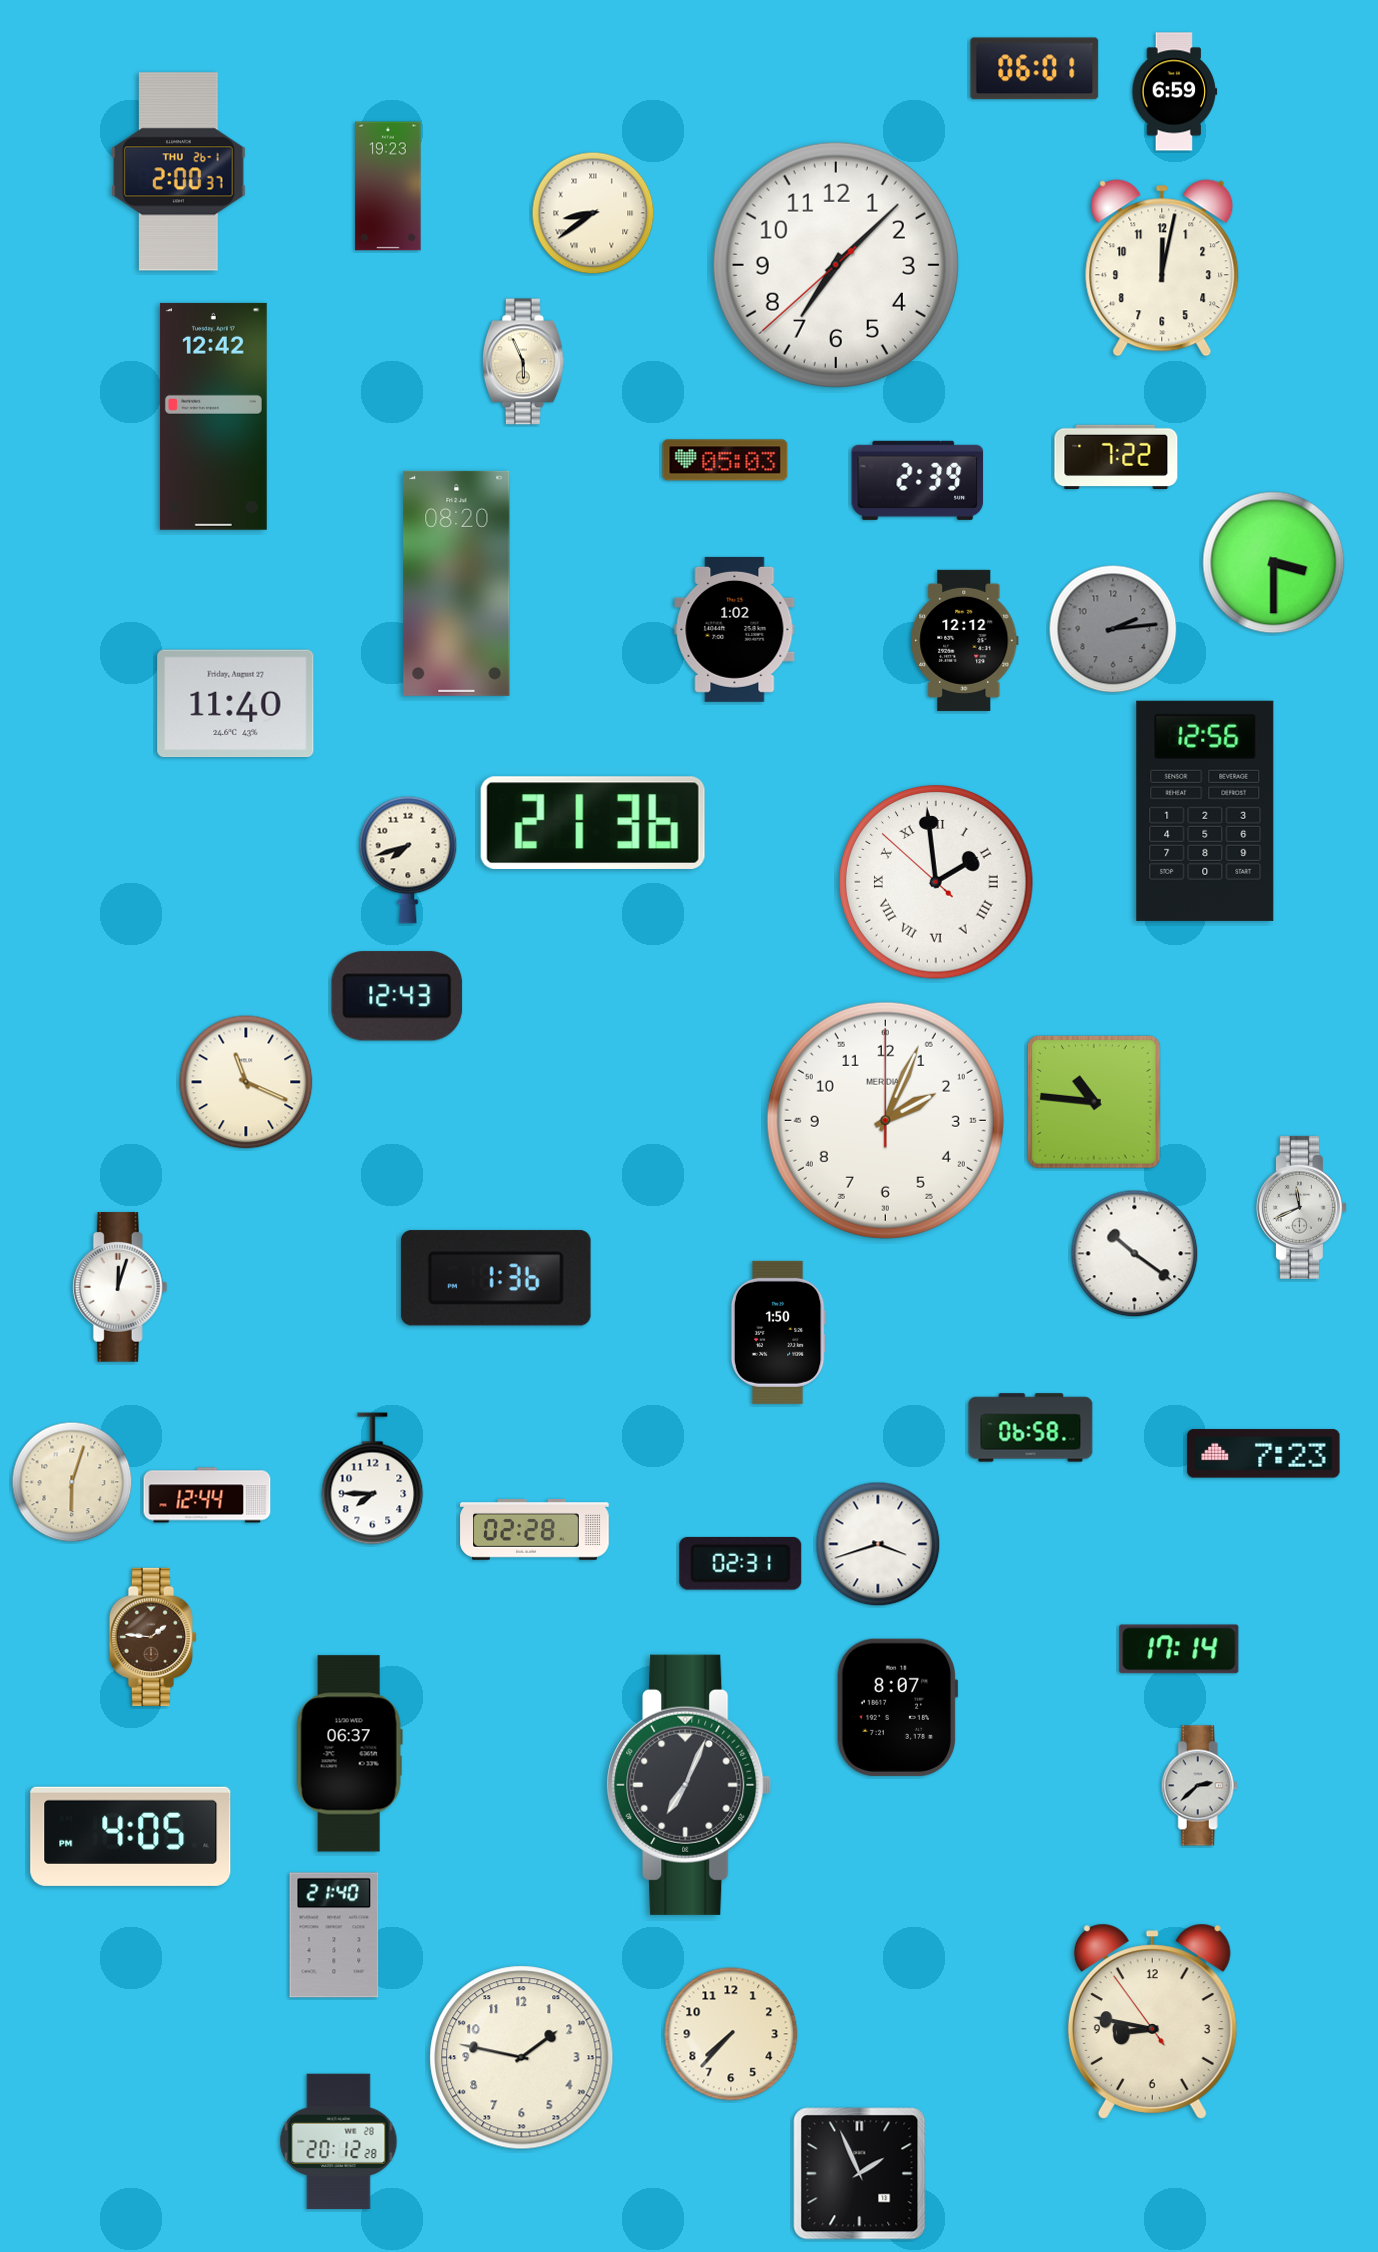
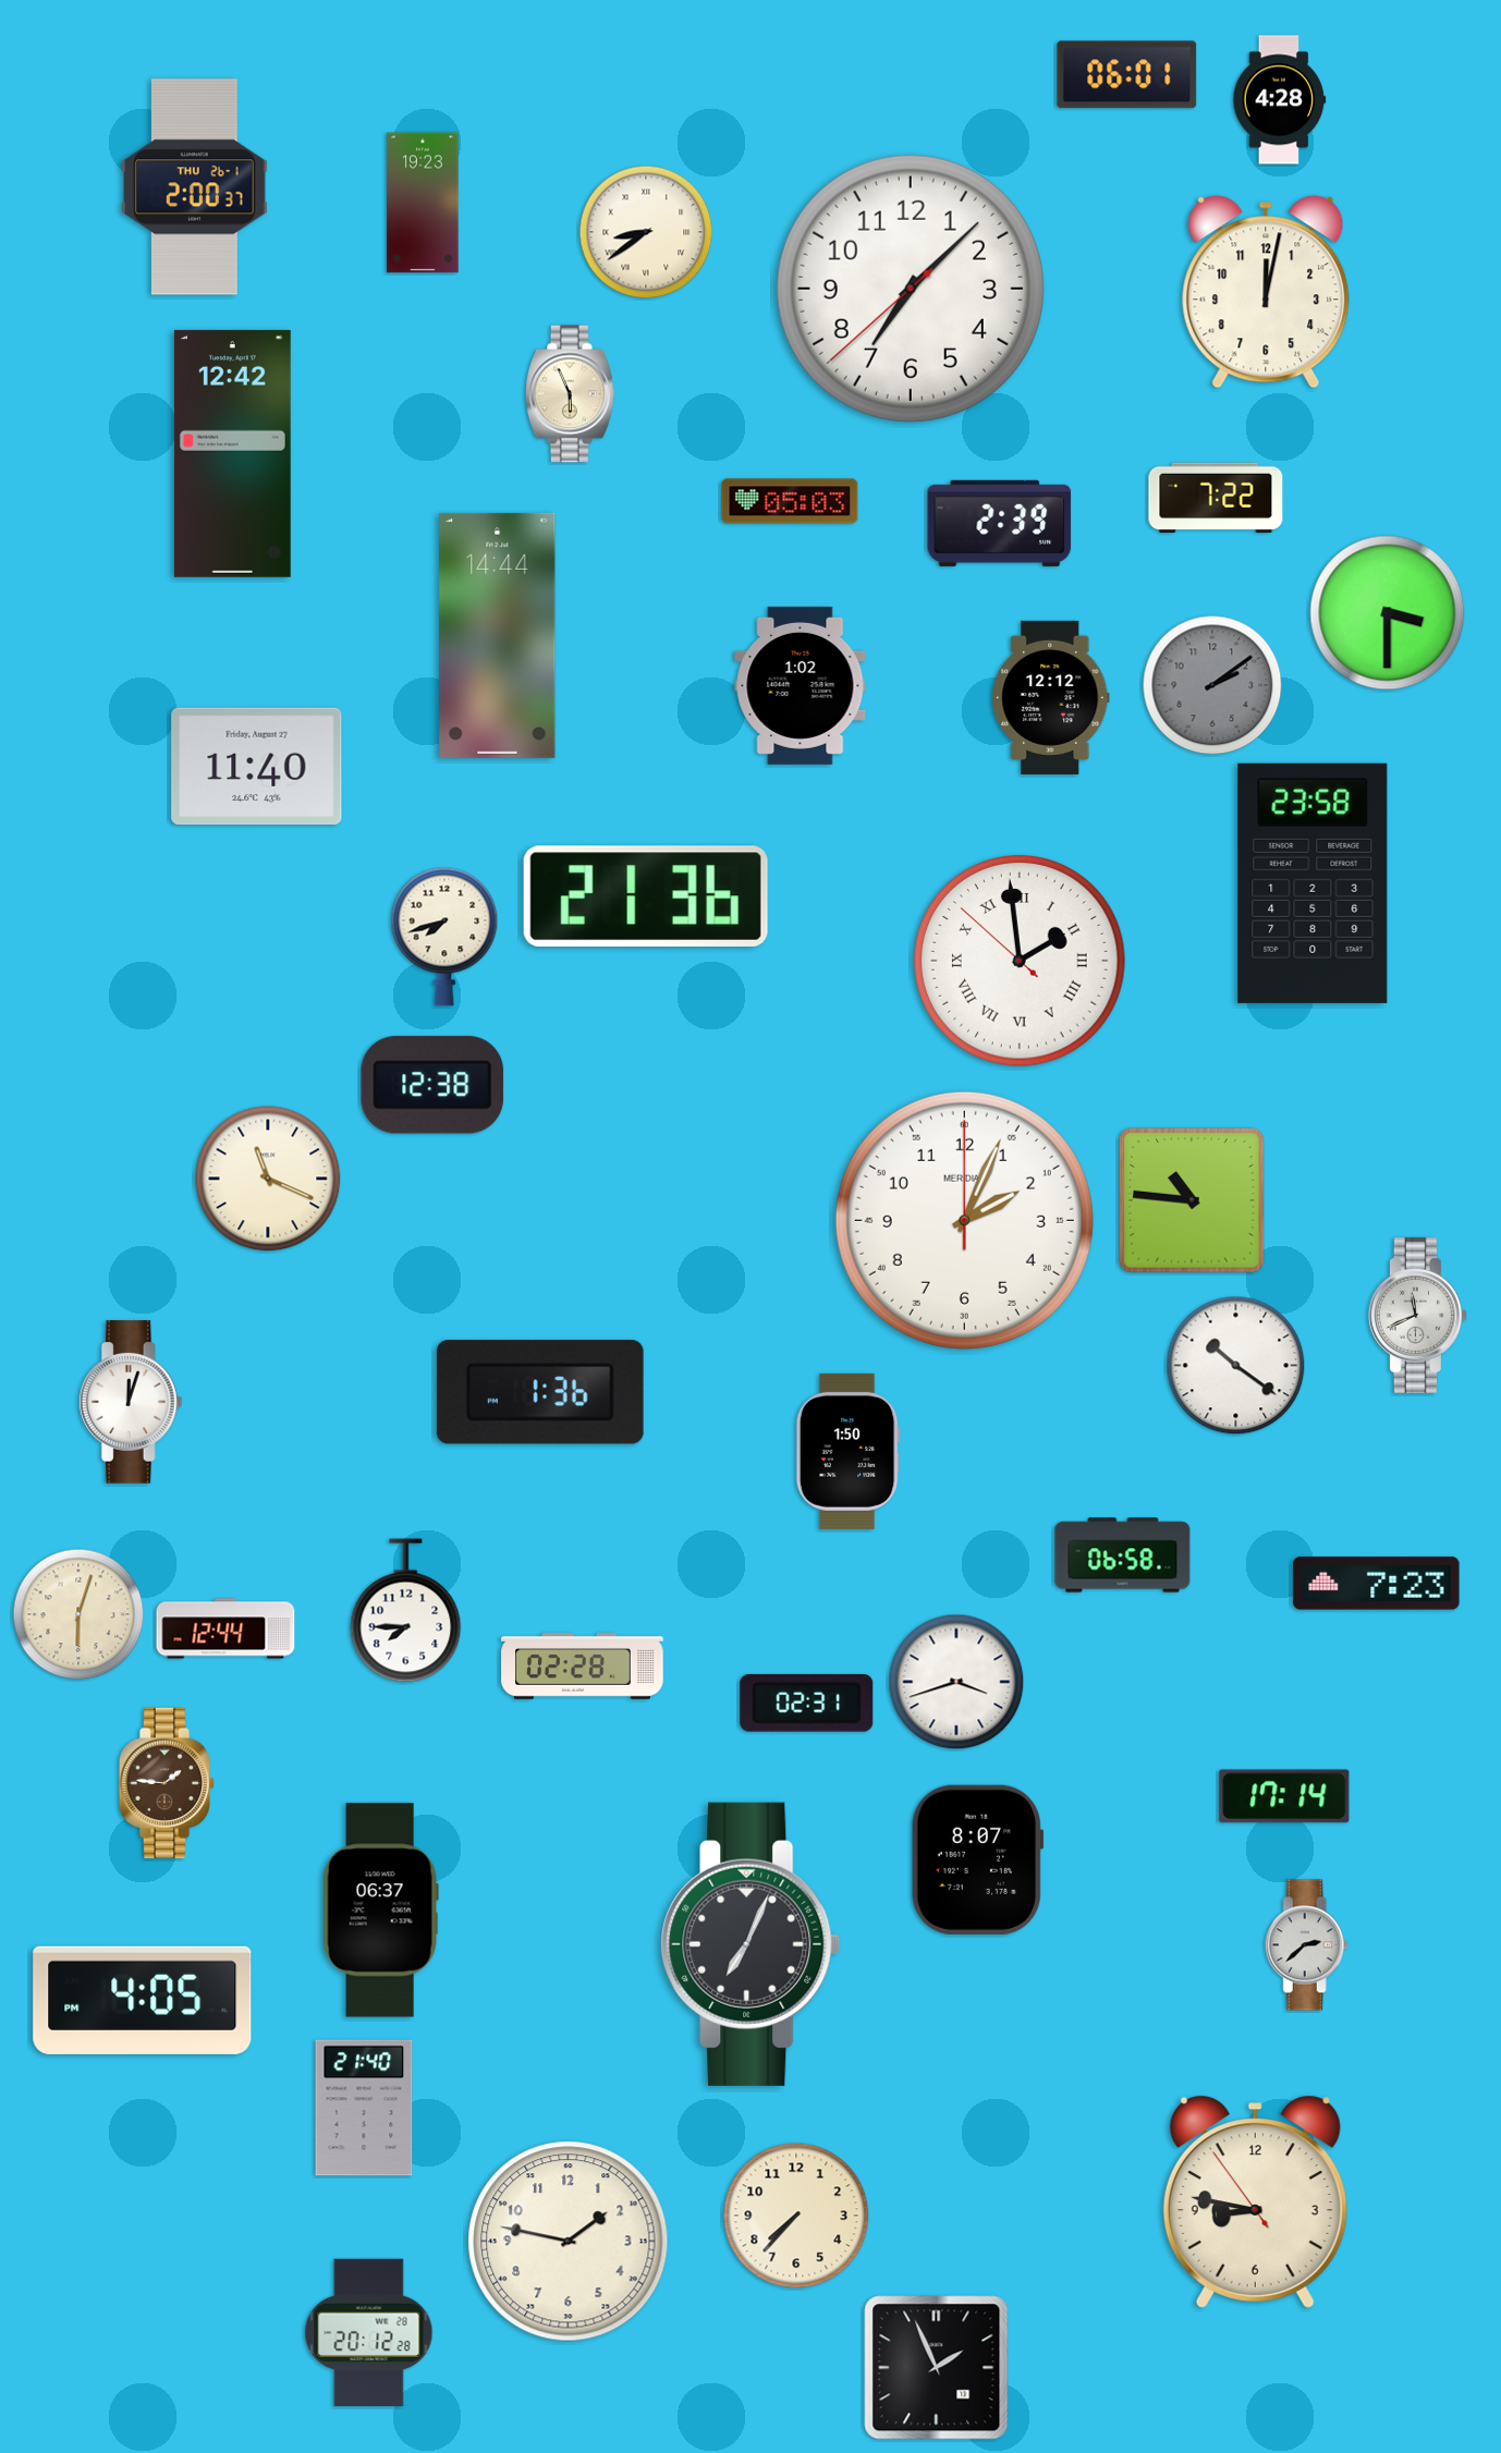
clock at (1175, 92): 6:59 -> 4:28
clock at (457, 583): 08:20 -> 14:44
clock at (1113, 629): 2:14 -> 2:09
clock at (1205, 811): 12:56 -> 23:58
clock at (397, 996): 12:43 -> 12:38
